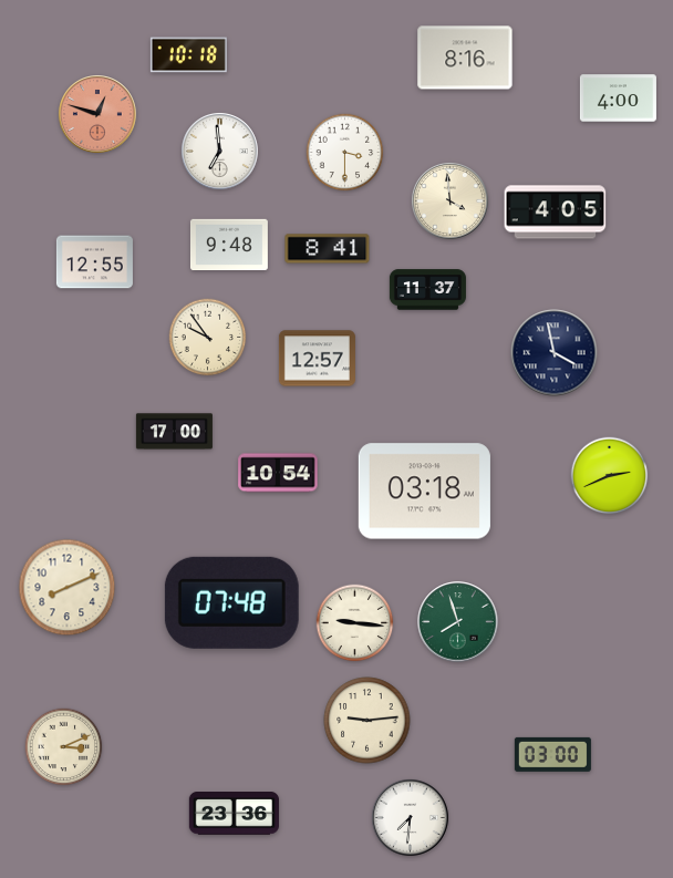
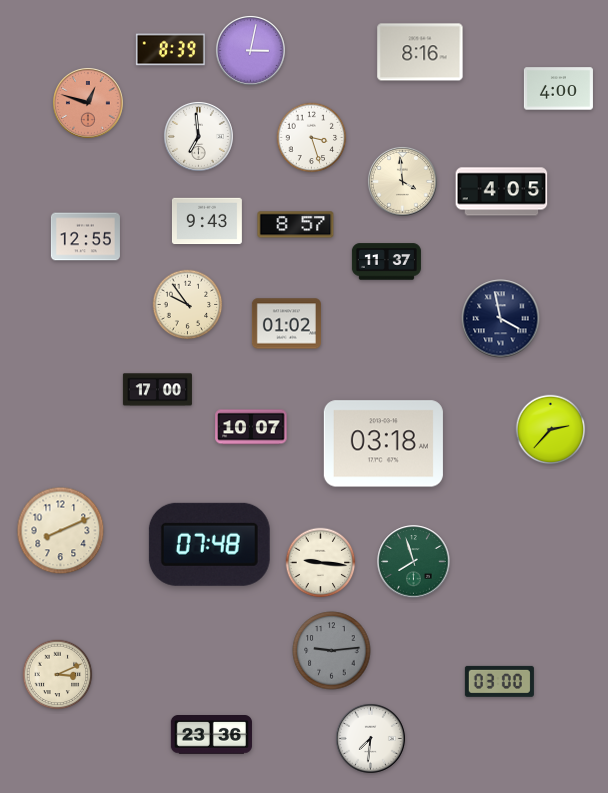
clock at (188, 55): 10:18 -> 8:39
clock at (250, 50): none -> 3:02
clock at (345, 153): 3:30 -> 3:27
clock at (449, 200) position: (449, 200) -> (402, 181)
clock at (229, 245): 9:48 -> 9:43
clock at (328, 249): 8:41 -> 8:57
clock at (317, 359): 12:57 -> 01:02
clock at (278, 473): 10:54 -> 10:07
clock at (610, 476): 2:41 -> 2:37
clock at (367, 721) dial: cream -> grey
